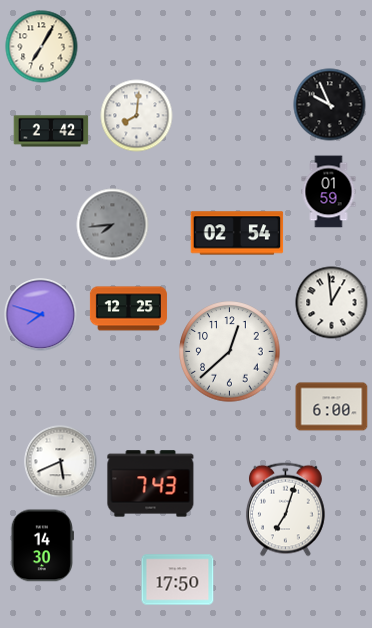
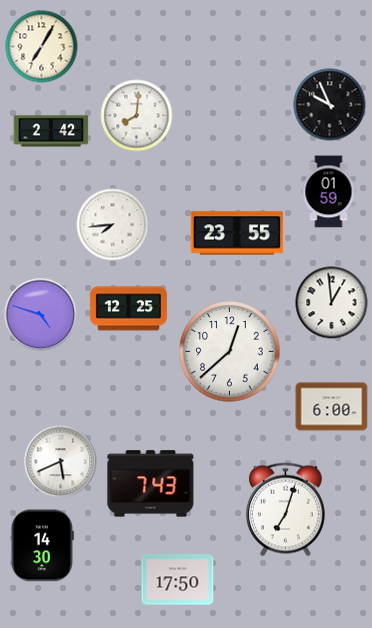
clock at (113, 225) dial: grey -> white
clock at (237, 233): 02:54 -> 23:55
clock at (41, 315): 7:48 -> 4:48
